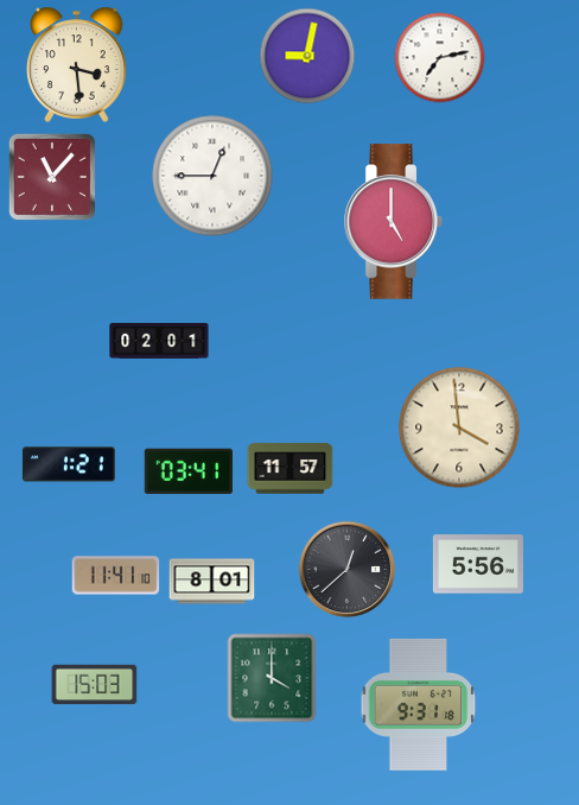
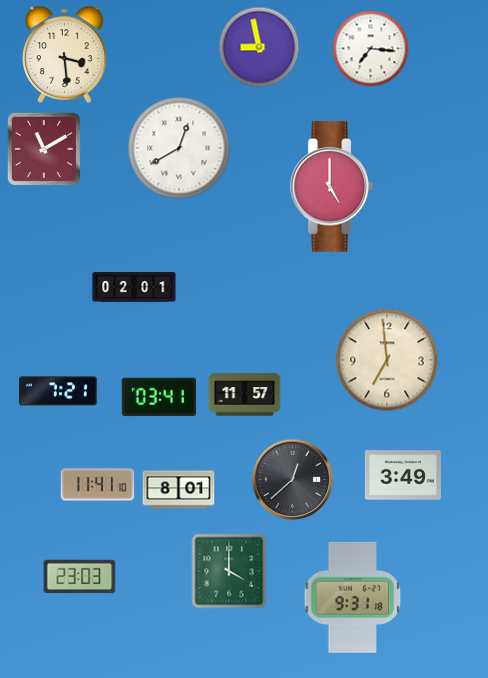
clock at (307, 56): 9:02 -> 8:58
clock at (440, 58): 7:13 -> 7:16
clock at (212, 176): 12:45 -> 12:40
clock at (52, 177): 11:07 -> 11:10
clock at (459, 427): 3:59 -> 6:59
clock at (69, 464): 1:21 -> 7:21
clock at (478, 564): 5:56 -> 3:49
clock at (95, 685): 15:03 -> 23:03
clock at (419, 704) position: (419, 704) -> (353, 597)
